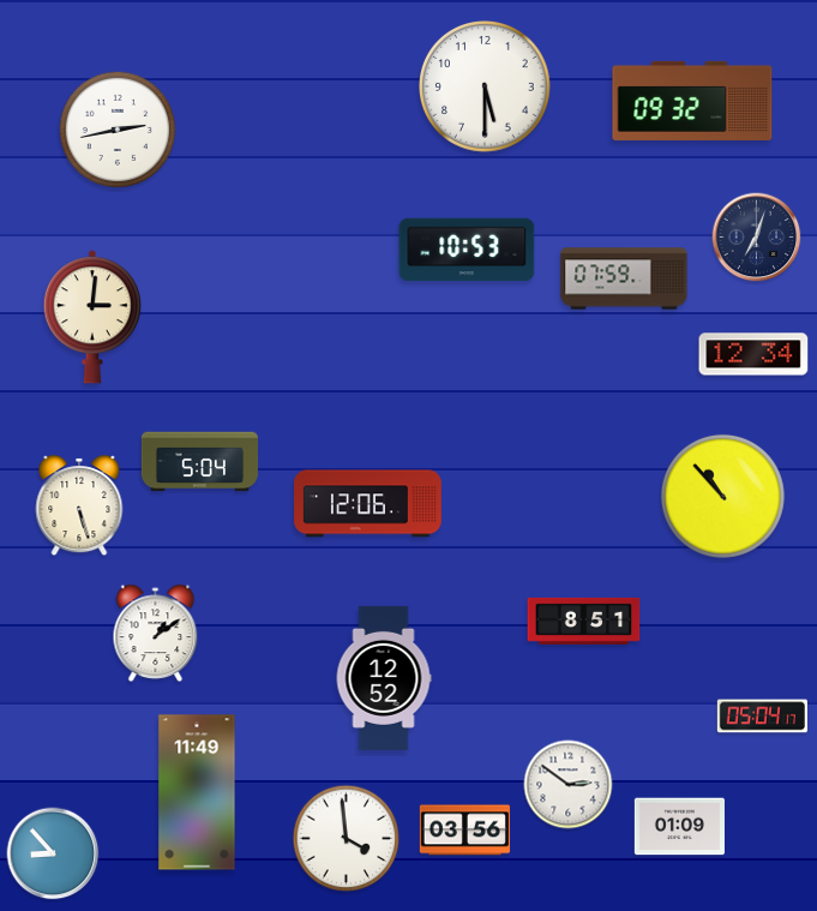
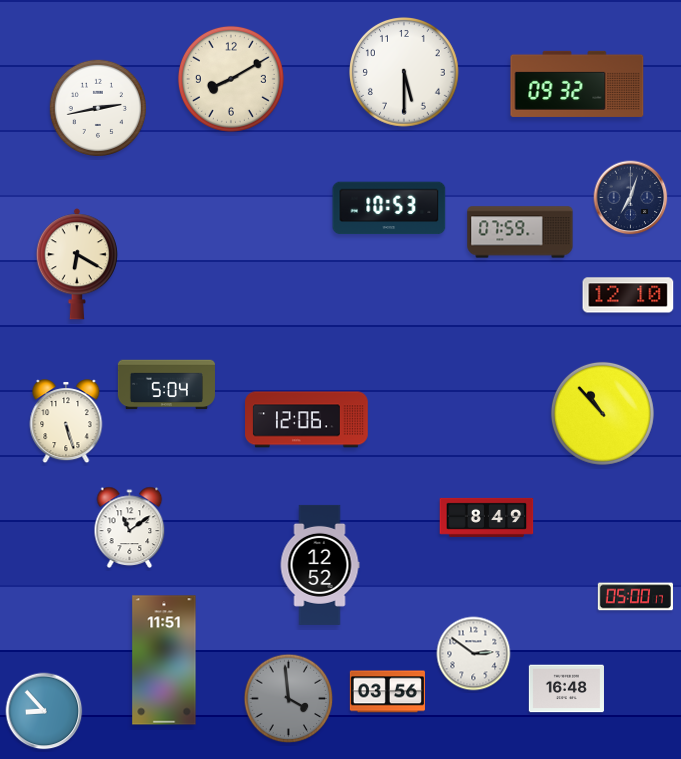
clock at (231, 79): none -> 8:10
clock at (92, 317): 3:01 -> 6:20
clock at (753, 354): 12:34 -> 12:10
clock at (584, 621): 8:51 -> 8:49
clock at (156, 633): 1:09 -> 11:09
clock at (762, 717): 05:04 -> 05:00
clock at (197, 792): 11:49 -> 11:51
clock at (679, 827): 01:09 -> 16:48
clock at (347, 839) dial: white -> grey
